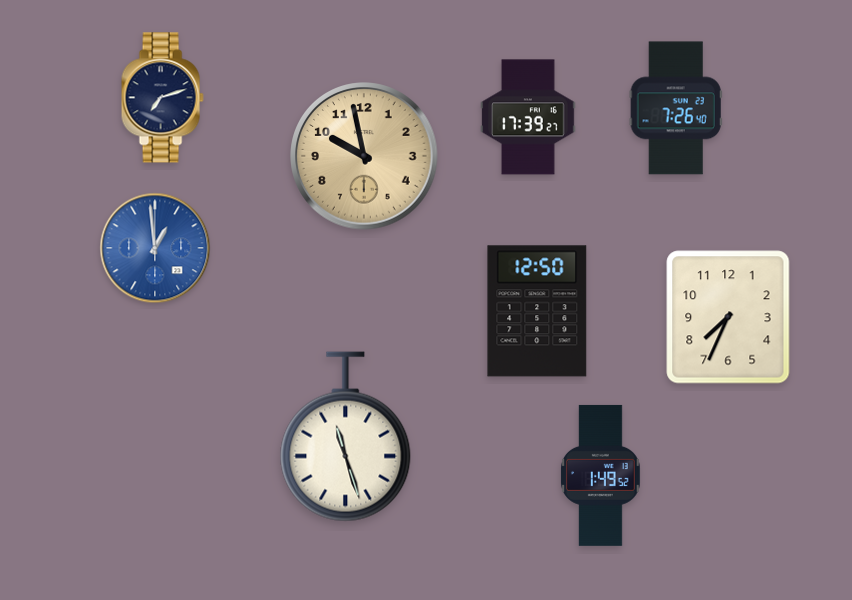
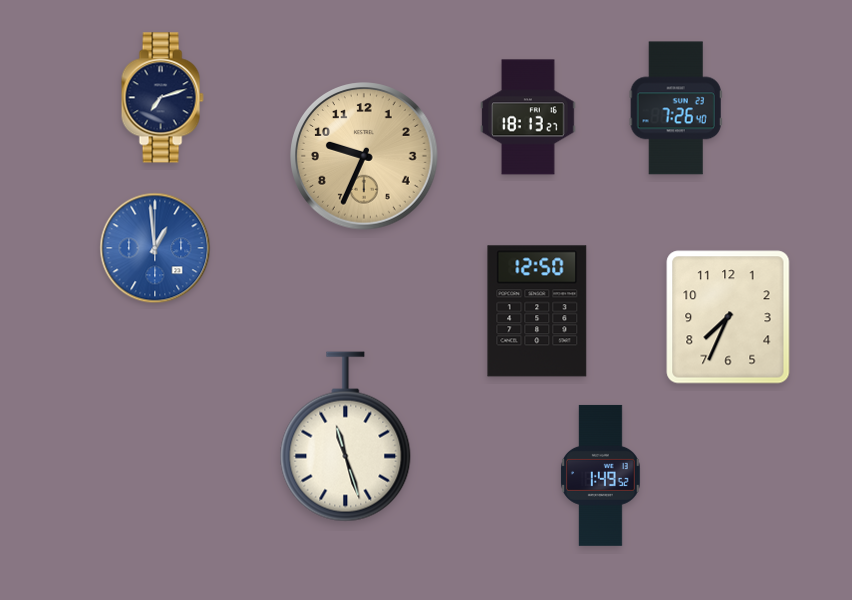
clock at (528, 117): 17:39 -> 18:13
clock at (364, 156): 9:58 -> 9:34
